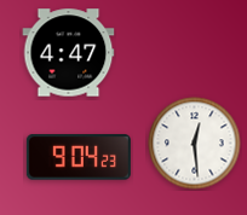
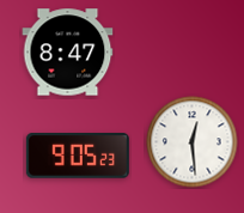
clock at (69, 53): 4:47 -> 8:47
clock at (79, 157): 9:04 -> 9:05
